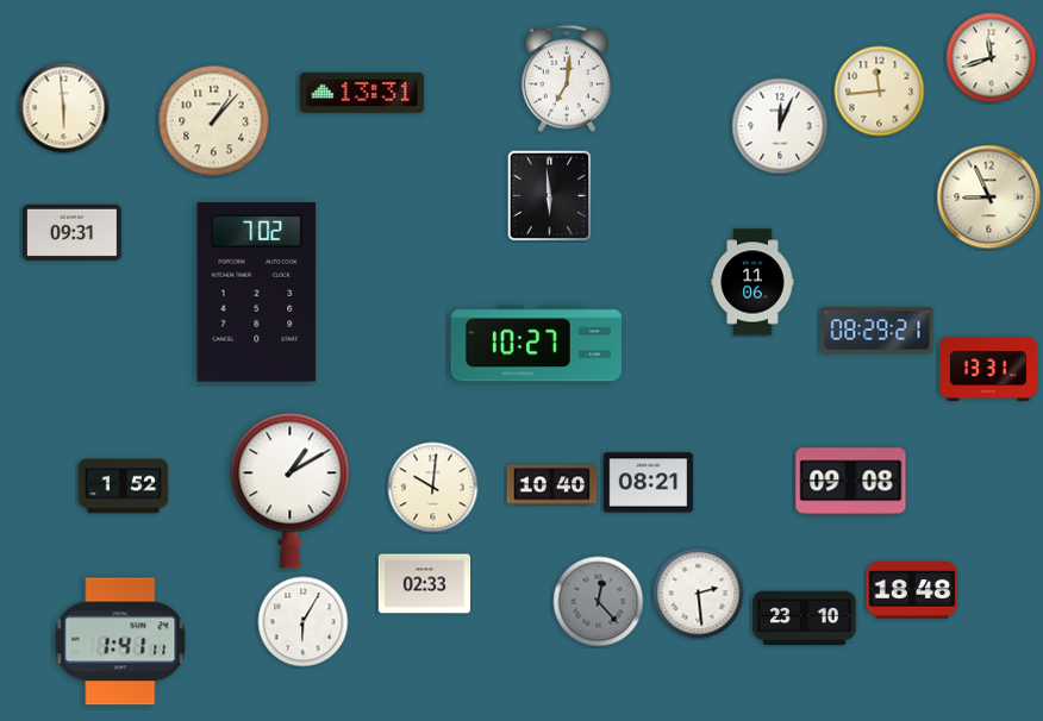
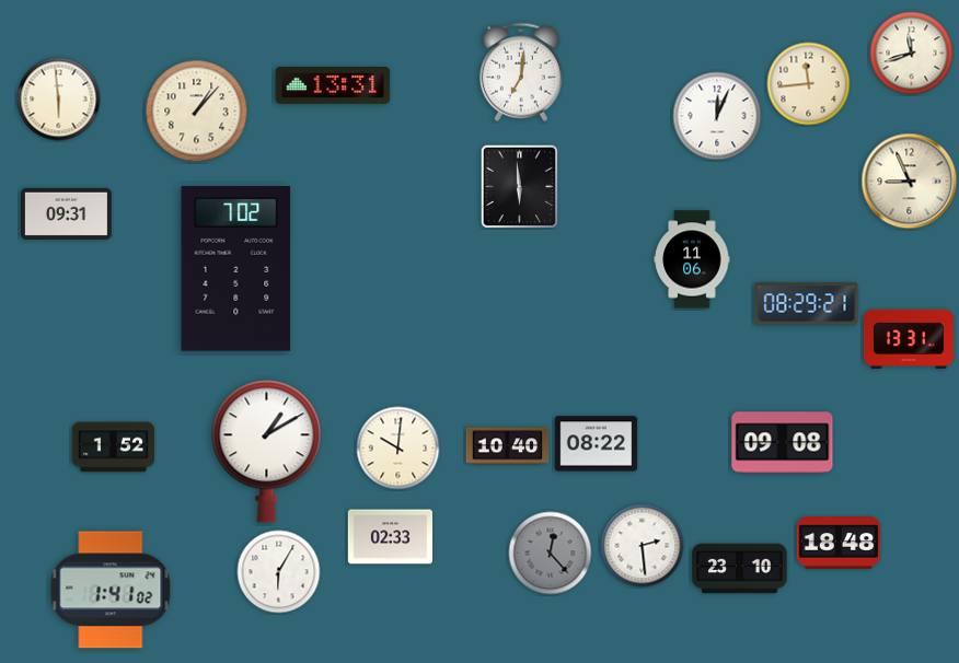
clock at (550, 196) position: (550, 196) -> (520, 187)
clock at (536, 344): 10:27 -> none
clock at (649, 483): 08:21 -> 08:22
clock at (120, 641): 1:41:11 -> 1:41:02
